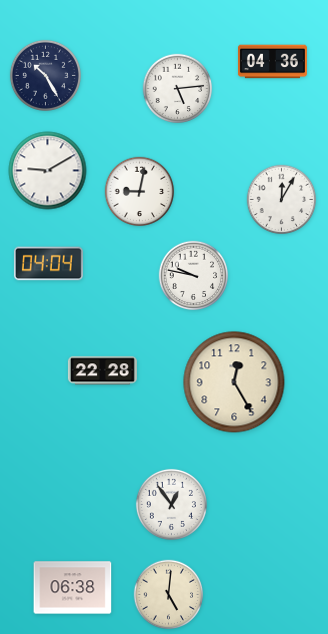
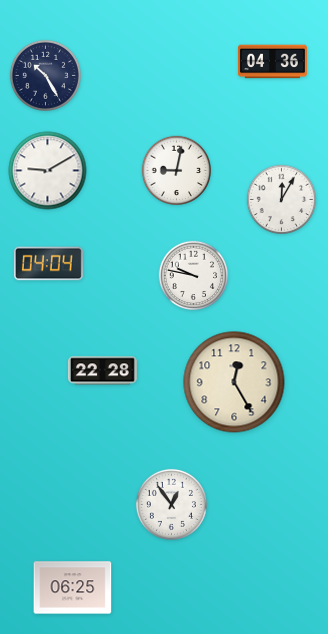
clock at (178, 89): 5:14 -> none
clock at (140, 192) position: (140, 192) -> (177, 171)
clock at (73, 588): 06:38 -> 06:25
clock at (169, 595): 5:01 -> none
